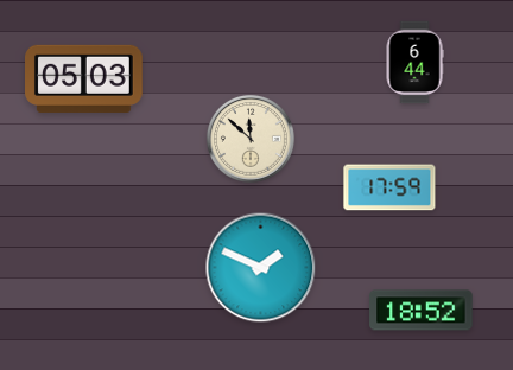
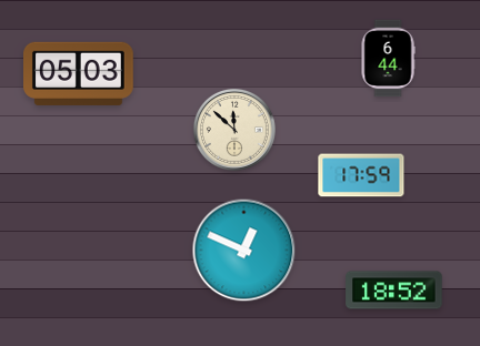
clock at (389, 187) position: (389, 187) -> (361, 175)
clock at (261, 268): 1:49 -> 12:49
